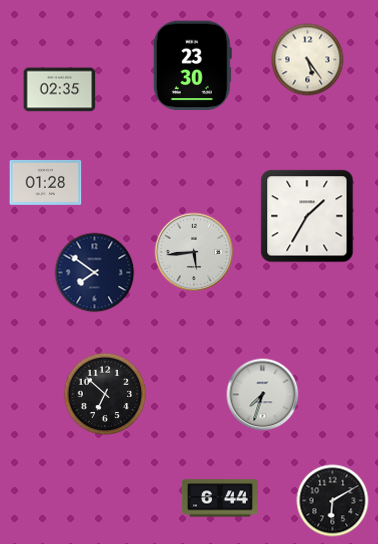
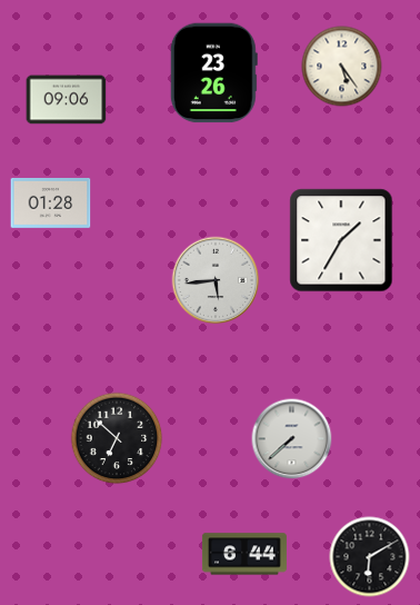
clock at (192, 66): 23:30 -> 23:26
clock at (60, 90): 02:35 -> 09:06
clock at (95, 273): 7:51 -> none
clock at (263, 395): 7:33 -> 7:38
